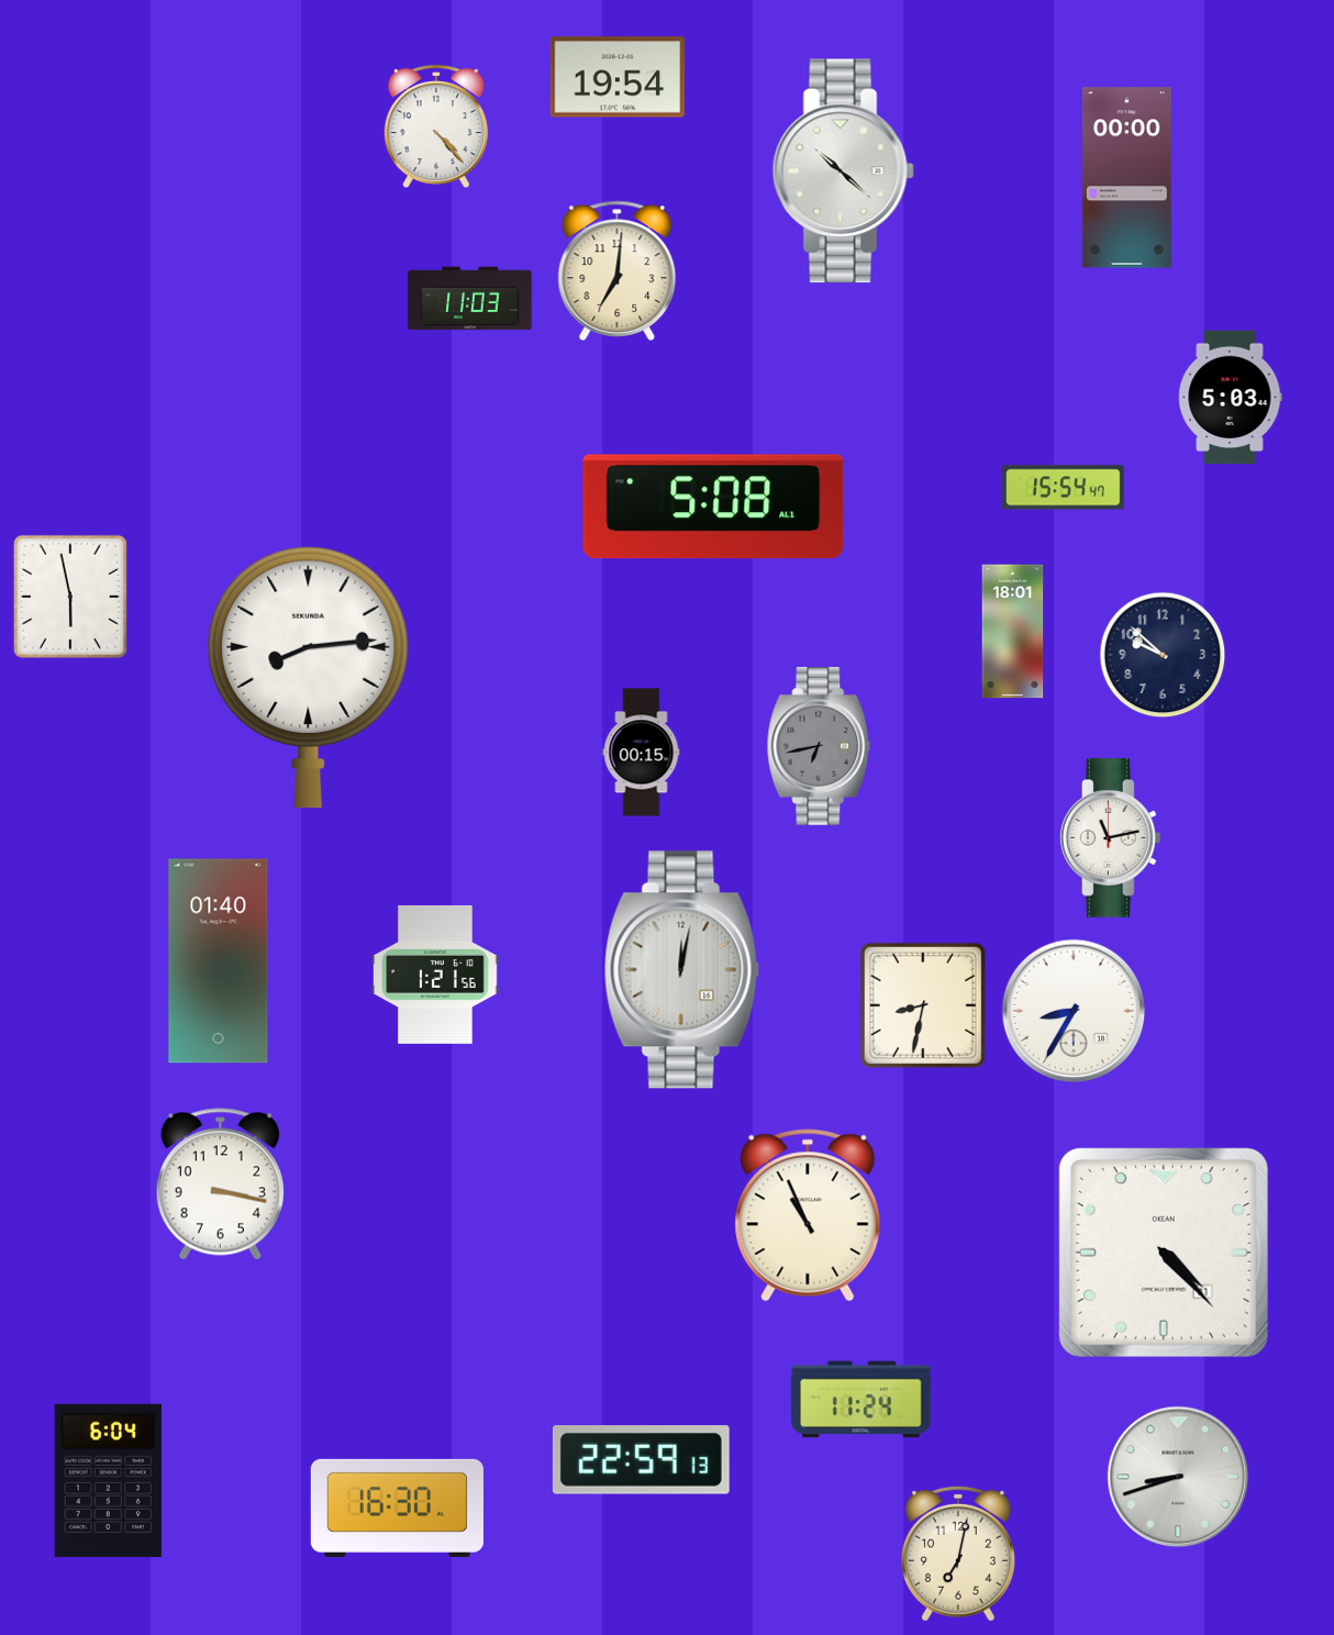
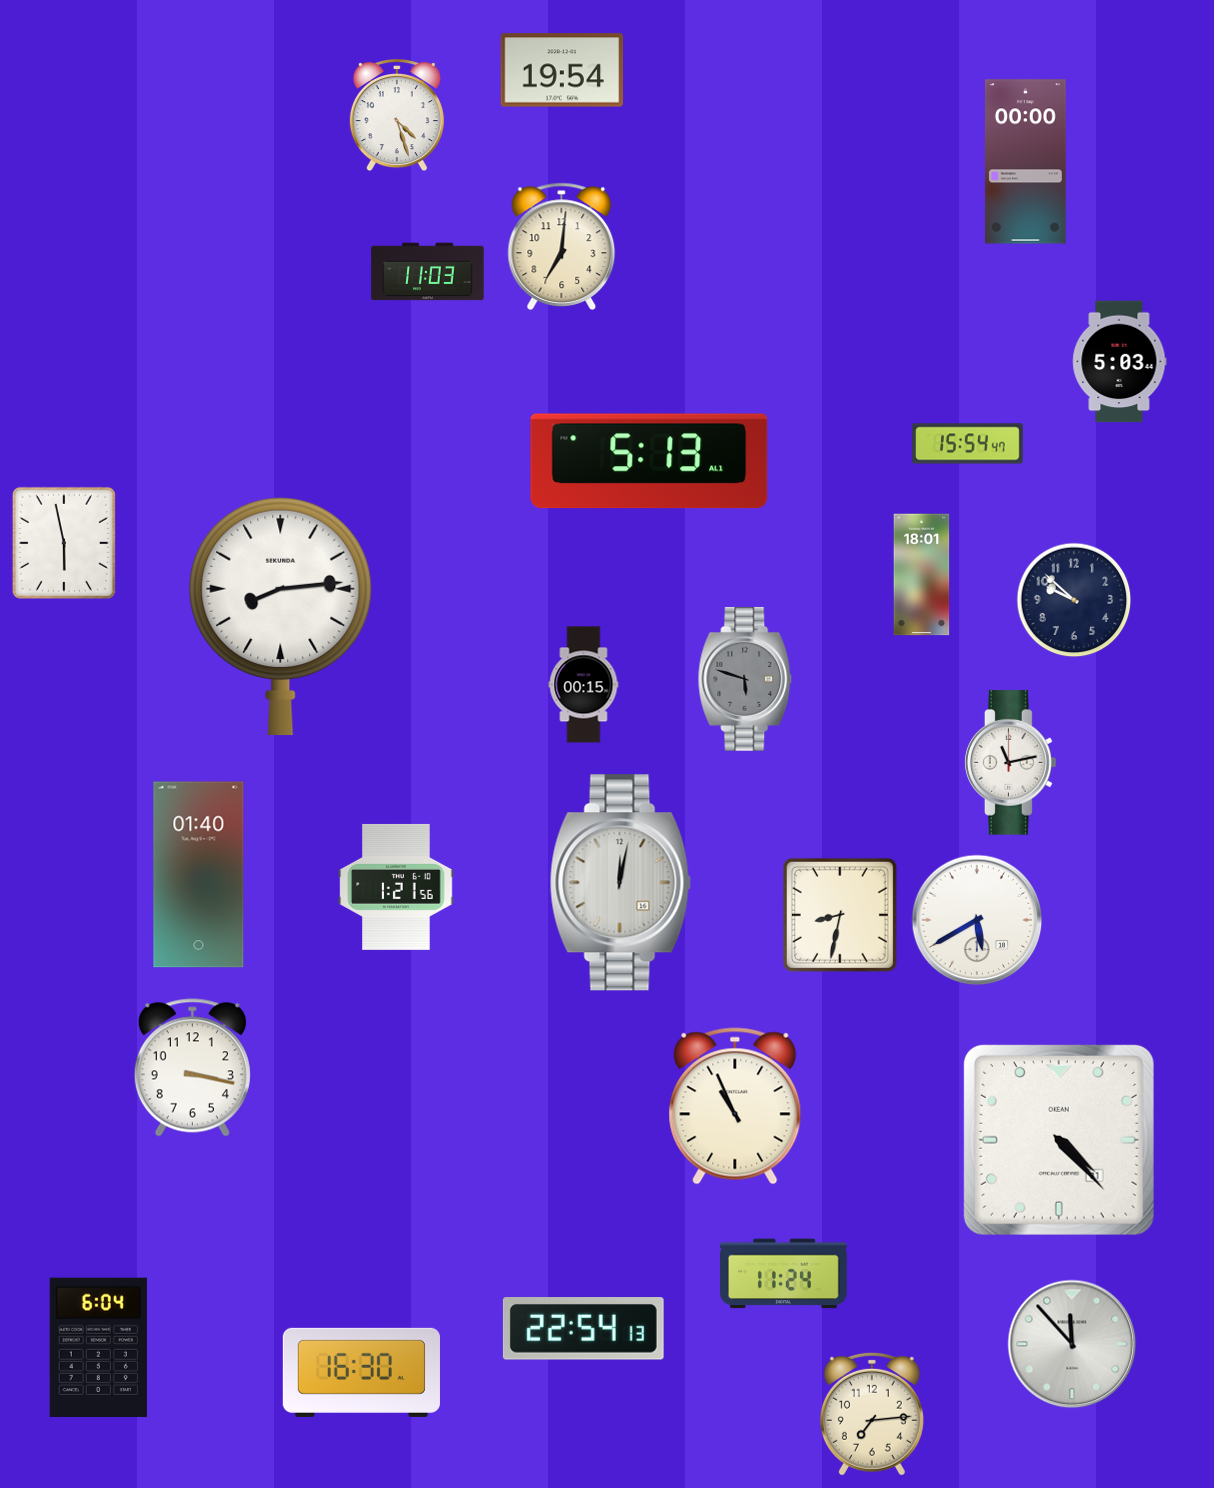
clock at (436, 127): 4:23 -> 4:27
clock at (843, 171): 10:22 -> none
clock at (713, 507): 5:08 -> 5:13
clock at (1163, 655) position: (1163, 655) -> (1074, 600)
clock at (819, 746): 6:43 -> 5:48
clock at (1074, 1011): 8:35 -> 5:40
clock at (220, 1184) position: (220, 1184) -> (192, 1068)
clock at (641, 1460): 22:59 -> 22:54
clock at (1178, 1477): 8:42 -> 11:53
clock at (958, 1554): 7:02 -> 7:14
